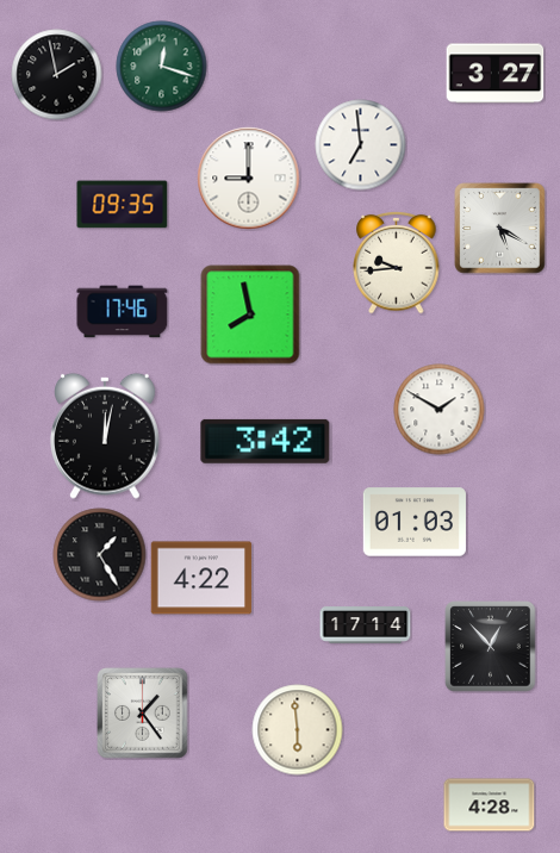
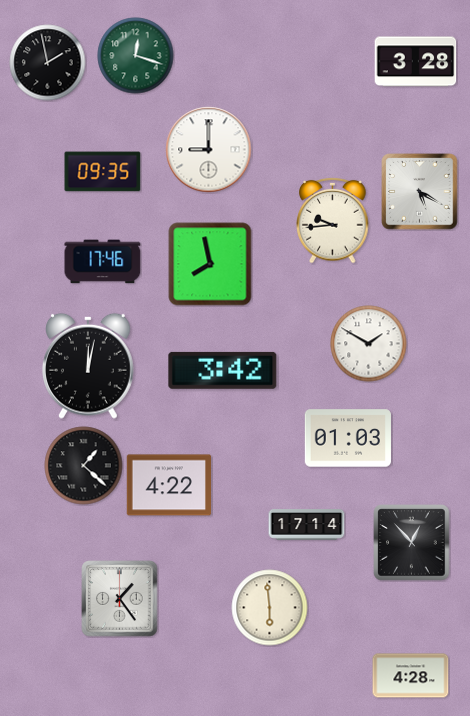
clock at (496, 74): 3:27 -> 3:28
clock at (361, 145): 6:59 -> none
clock at (100, 555): 1:25 -> 1:22
clock at (298, 730) position: (298, 730) -> (270, 608)
